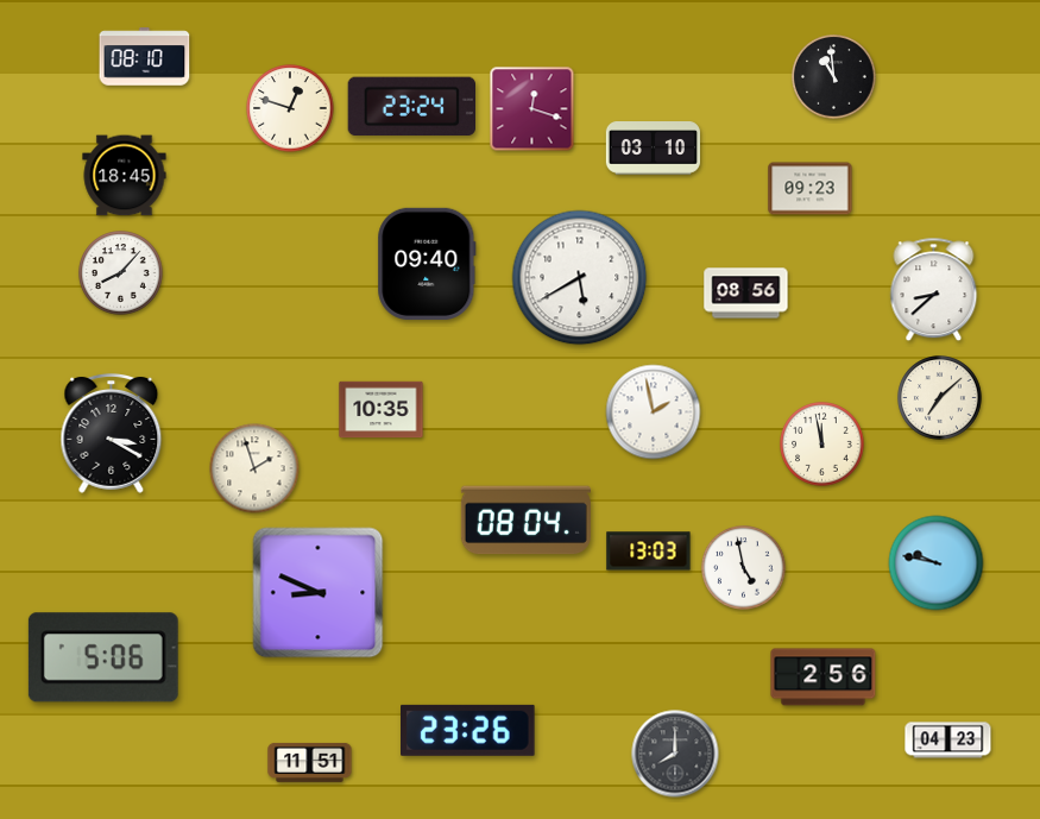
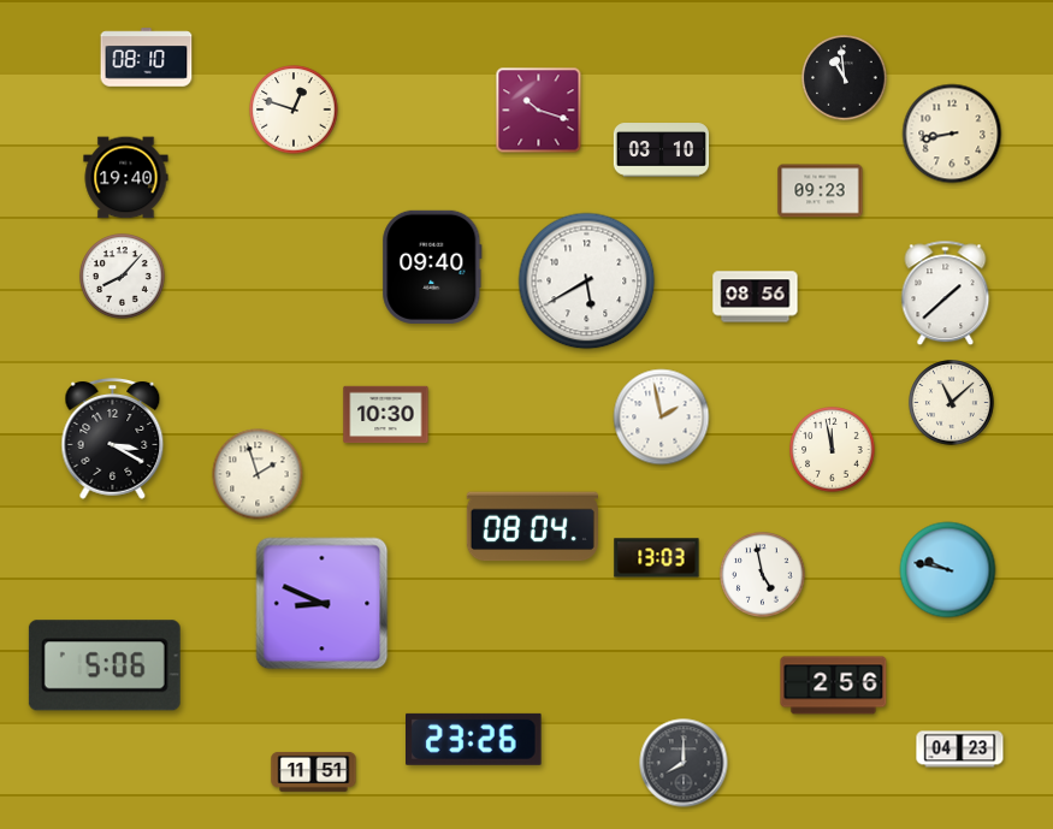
clock at (411, 107): 23:24 -> none
clock at (532, 109): 12:18 -> 10:18
clock at (952, 134): none -> 8:43
clock at (125, 176): 18:45 -> 19:40
clock at (934, 290): 8:38 -> 1:38
clock at (940, 398): 7:08 -> 11:08
clock at (382, 410): 10:35 -> 10:30
clock at (744, 568) position: (744, 568) -> (763, 575)
clock at (319, 593) position: (319, 593) -> (323, 604)
